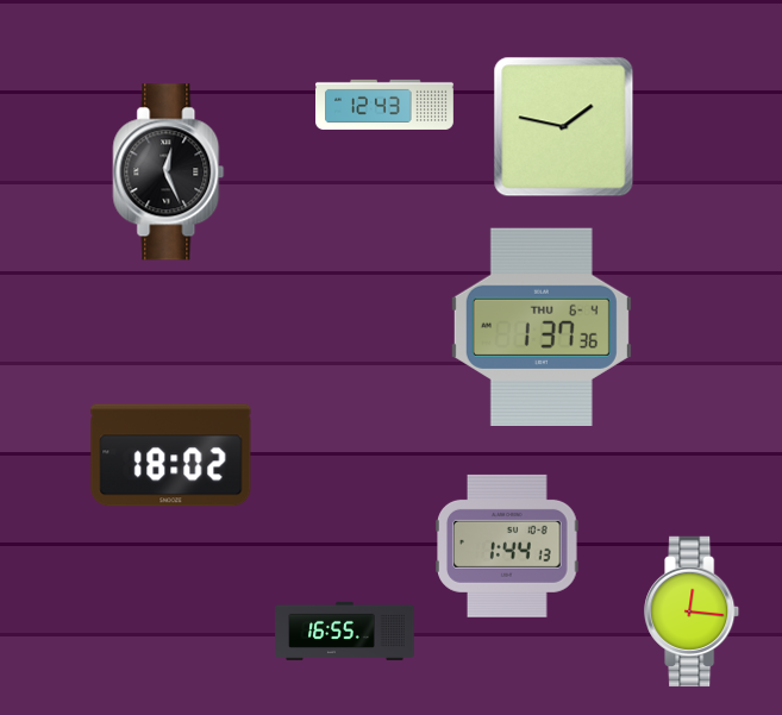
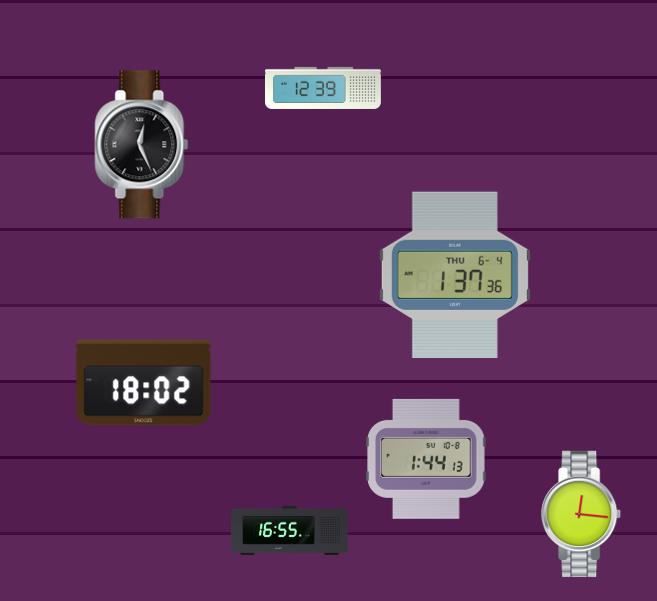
clock at (386, 105): 12:43 -> 12:39
clock at (564, 127): 1:47 -> none
